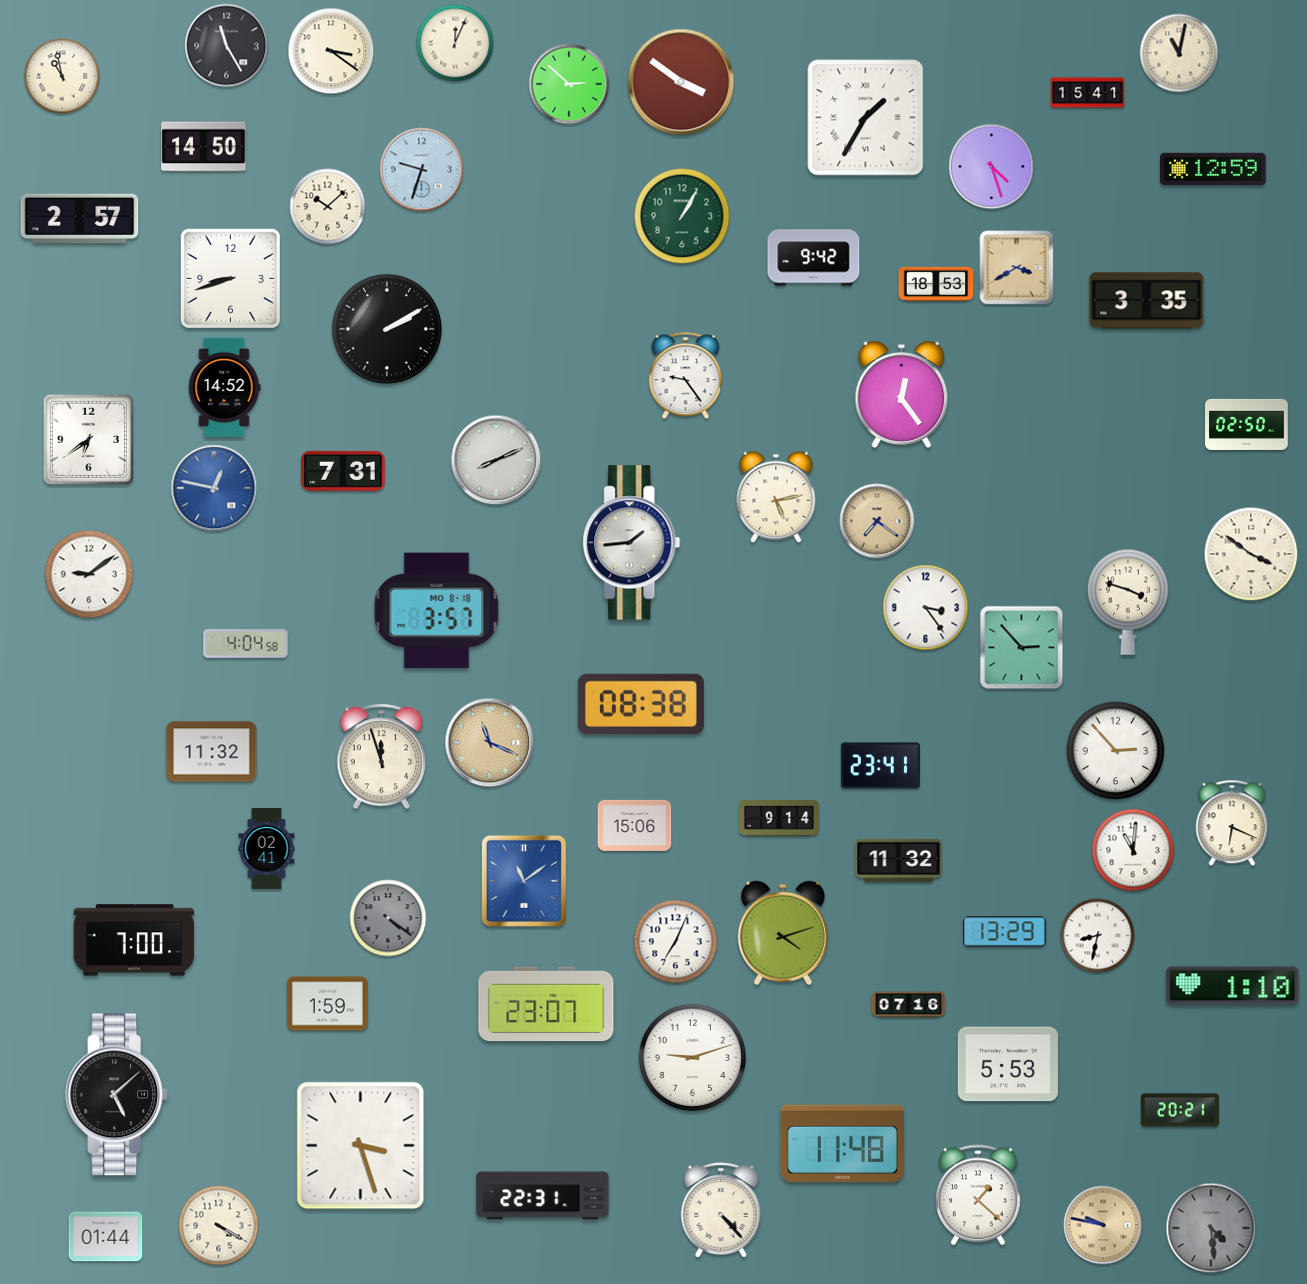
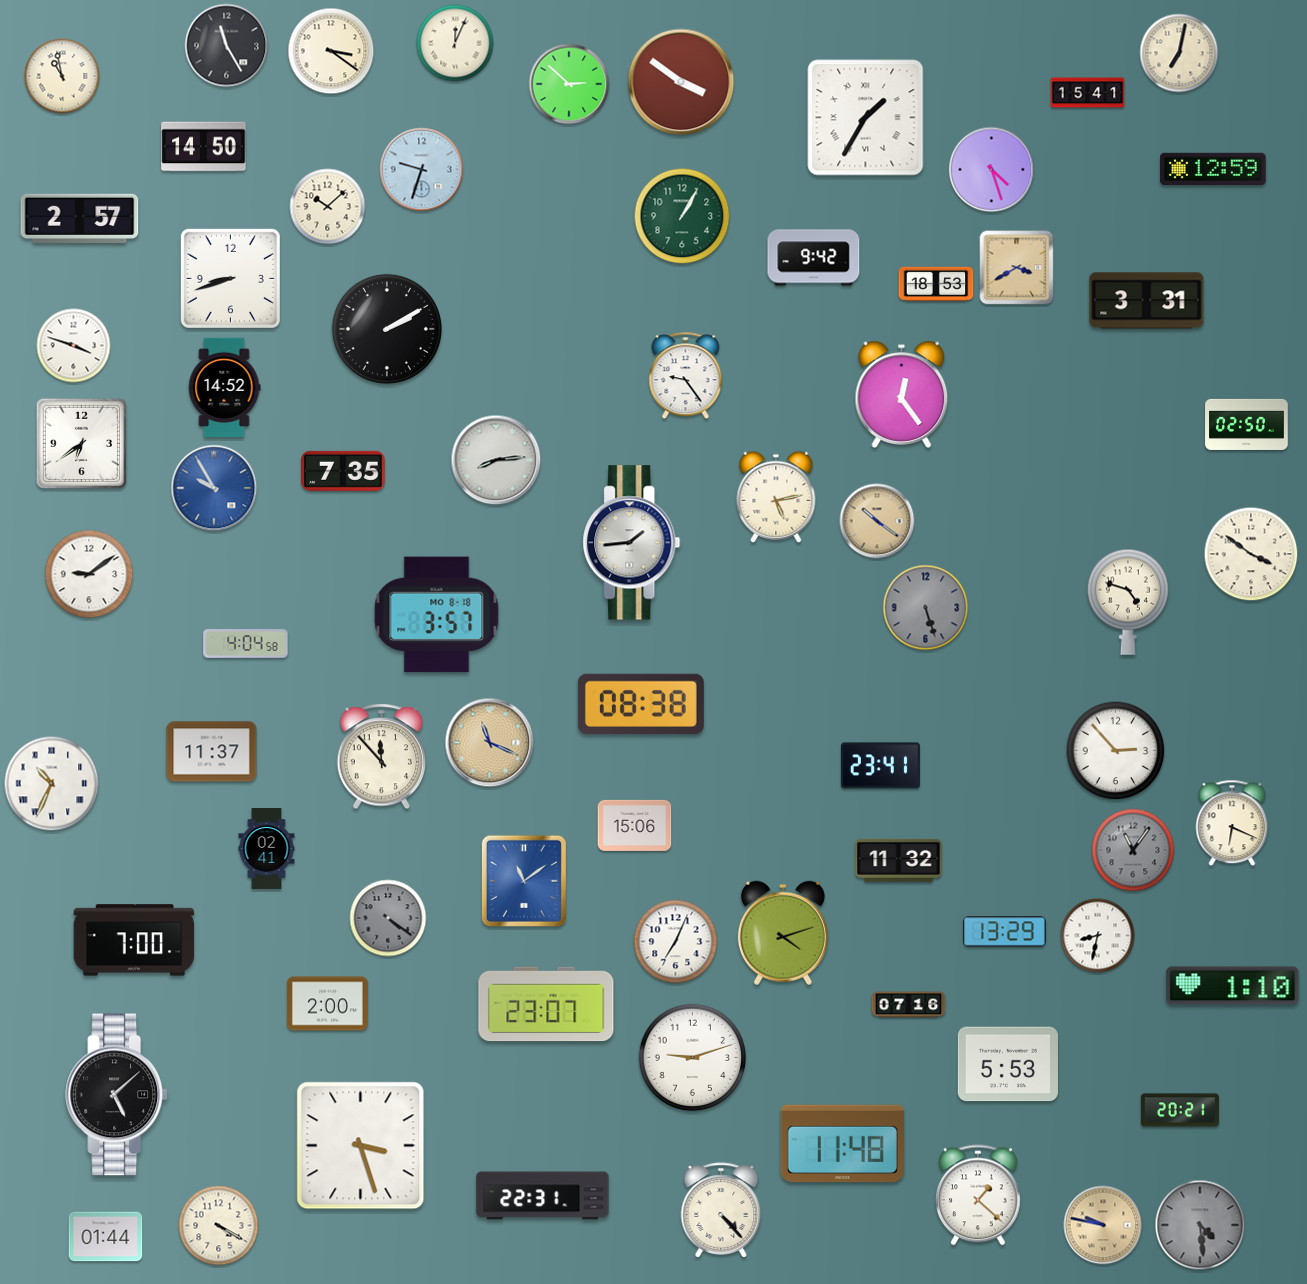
clock at (1179, 53): 11:02 -> 7:02
clock at (992, 167) position: (992, 167) -> (992, 170)
clock at (1147, 301): 3:35 -> 3:31
clock at (74, 346): none -> 3:48
clock at (88, 439) position: (88, 439) -> (81, 443)
clock at (496, 460): 8:11 -> 8:14
clock at (343, 471): 7:31 -> 7:35
clock at (214, 488): 12:47 -> 9:55
clock at (877, 521): 7:21 -> 10:21
clock at (1127, 602): 3:48 -> 4:48
clock at (926, 608): 3:24 -> 5:27
clock at (926, 608) dial: white -> grey
clock at (437, 611) position: (437, 611) -> (437, 615)
clock at (1022, 648): 2:53 -> none
clock at (212, 752): 11:32 -> 11:37
clock at (382, 757): 11:57 -> 11:53
clock at (52, 784): none -> 10:34
clock at (779, 819): 9:14 -> none
clock at (1133, 850): 11:01 -> 11:06
clock at (1133, 850) dial: white -> grey
clock at (327, 1004): 1:59 -> 2:00
clock at (1211, 1228) position: (1211, 1228) -> (1200, 1225)
